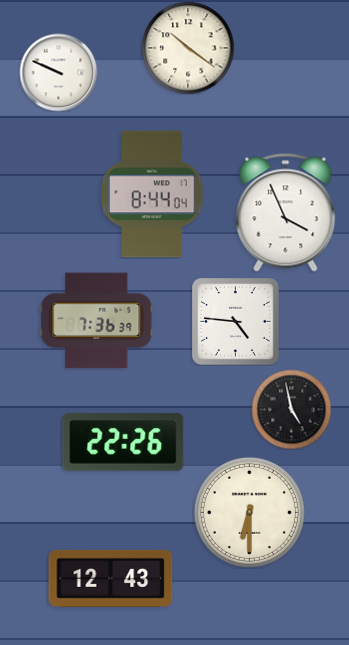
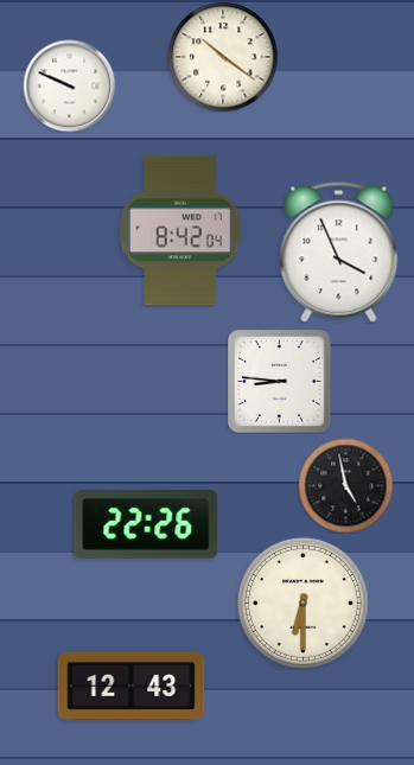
clock at (152, 194): 8:44 -> 8:42
clock at (97, 321): 7:36 -> none
clock at (236, 322): 4:46 -> 8:46
clock at (249, 512) position: (249, 512) -> (302, 603)
